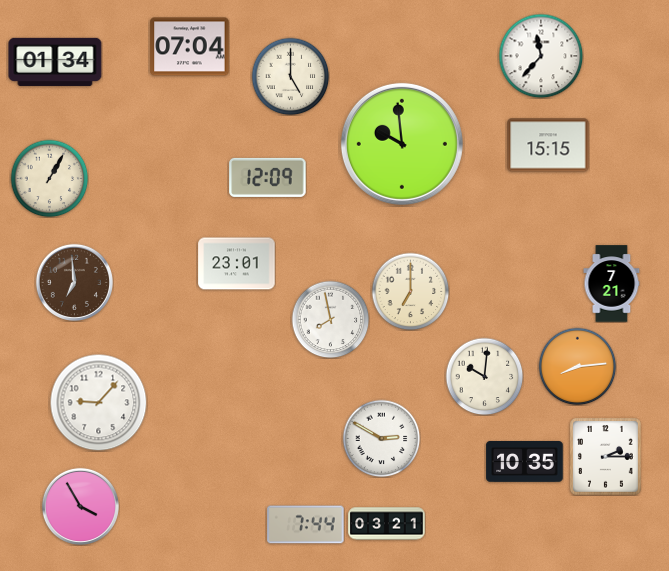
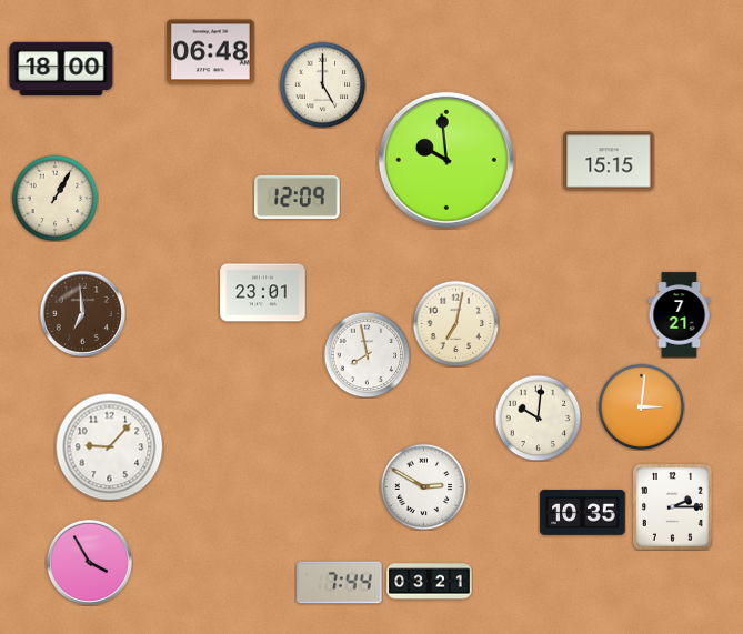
clock at (190, 47): 07:04 -> 06:48
clock at (541, 56): 11:37 -> none
clock at (55, 62): 01:34 -> 18:00
clock at (410, 291): 7:00 -> 7:02
clock at (577, 366): 8:14 -> 3:01
